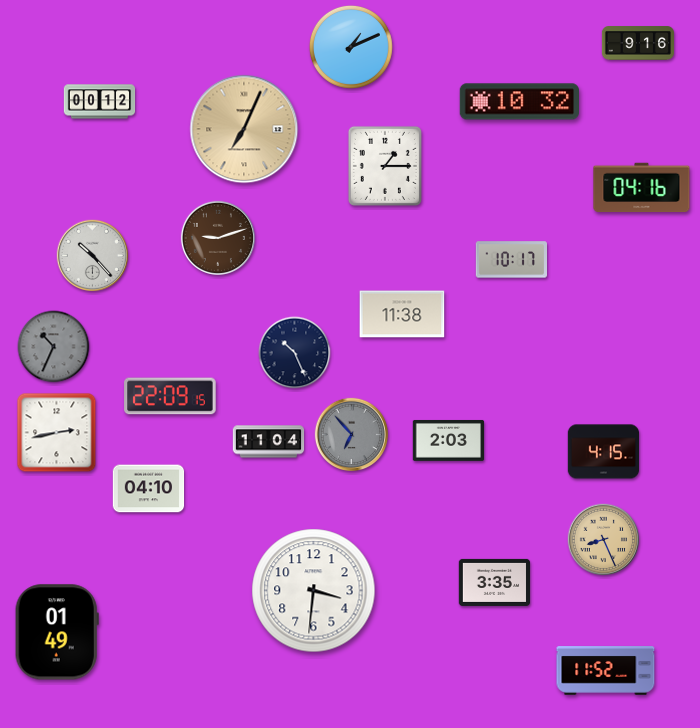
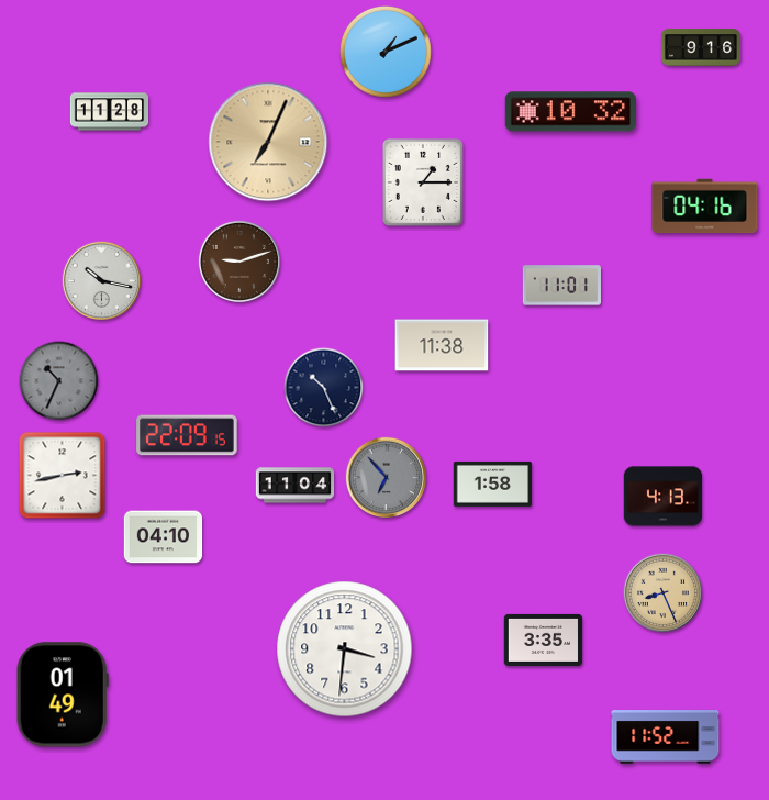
clock at (100, 102): 00:12 -> 11:28
clock at (93, 256): 10:23 -> 10:17
clock at (511, 260): 10:17 -> 11:01
clock at (449, 440): 2:03 -> 1:58
clock at (604, 452): 4:15 -> 4:13
